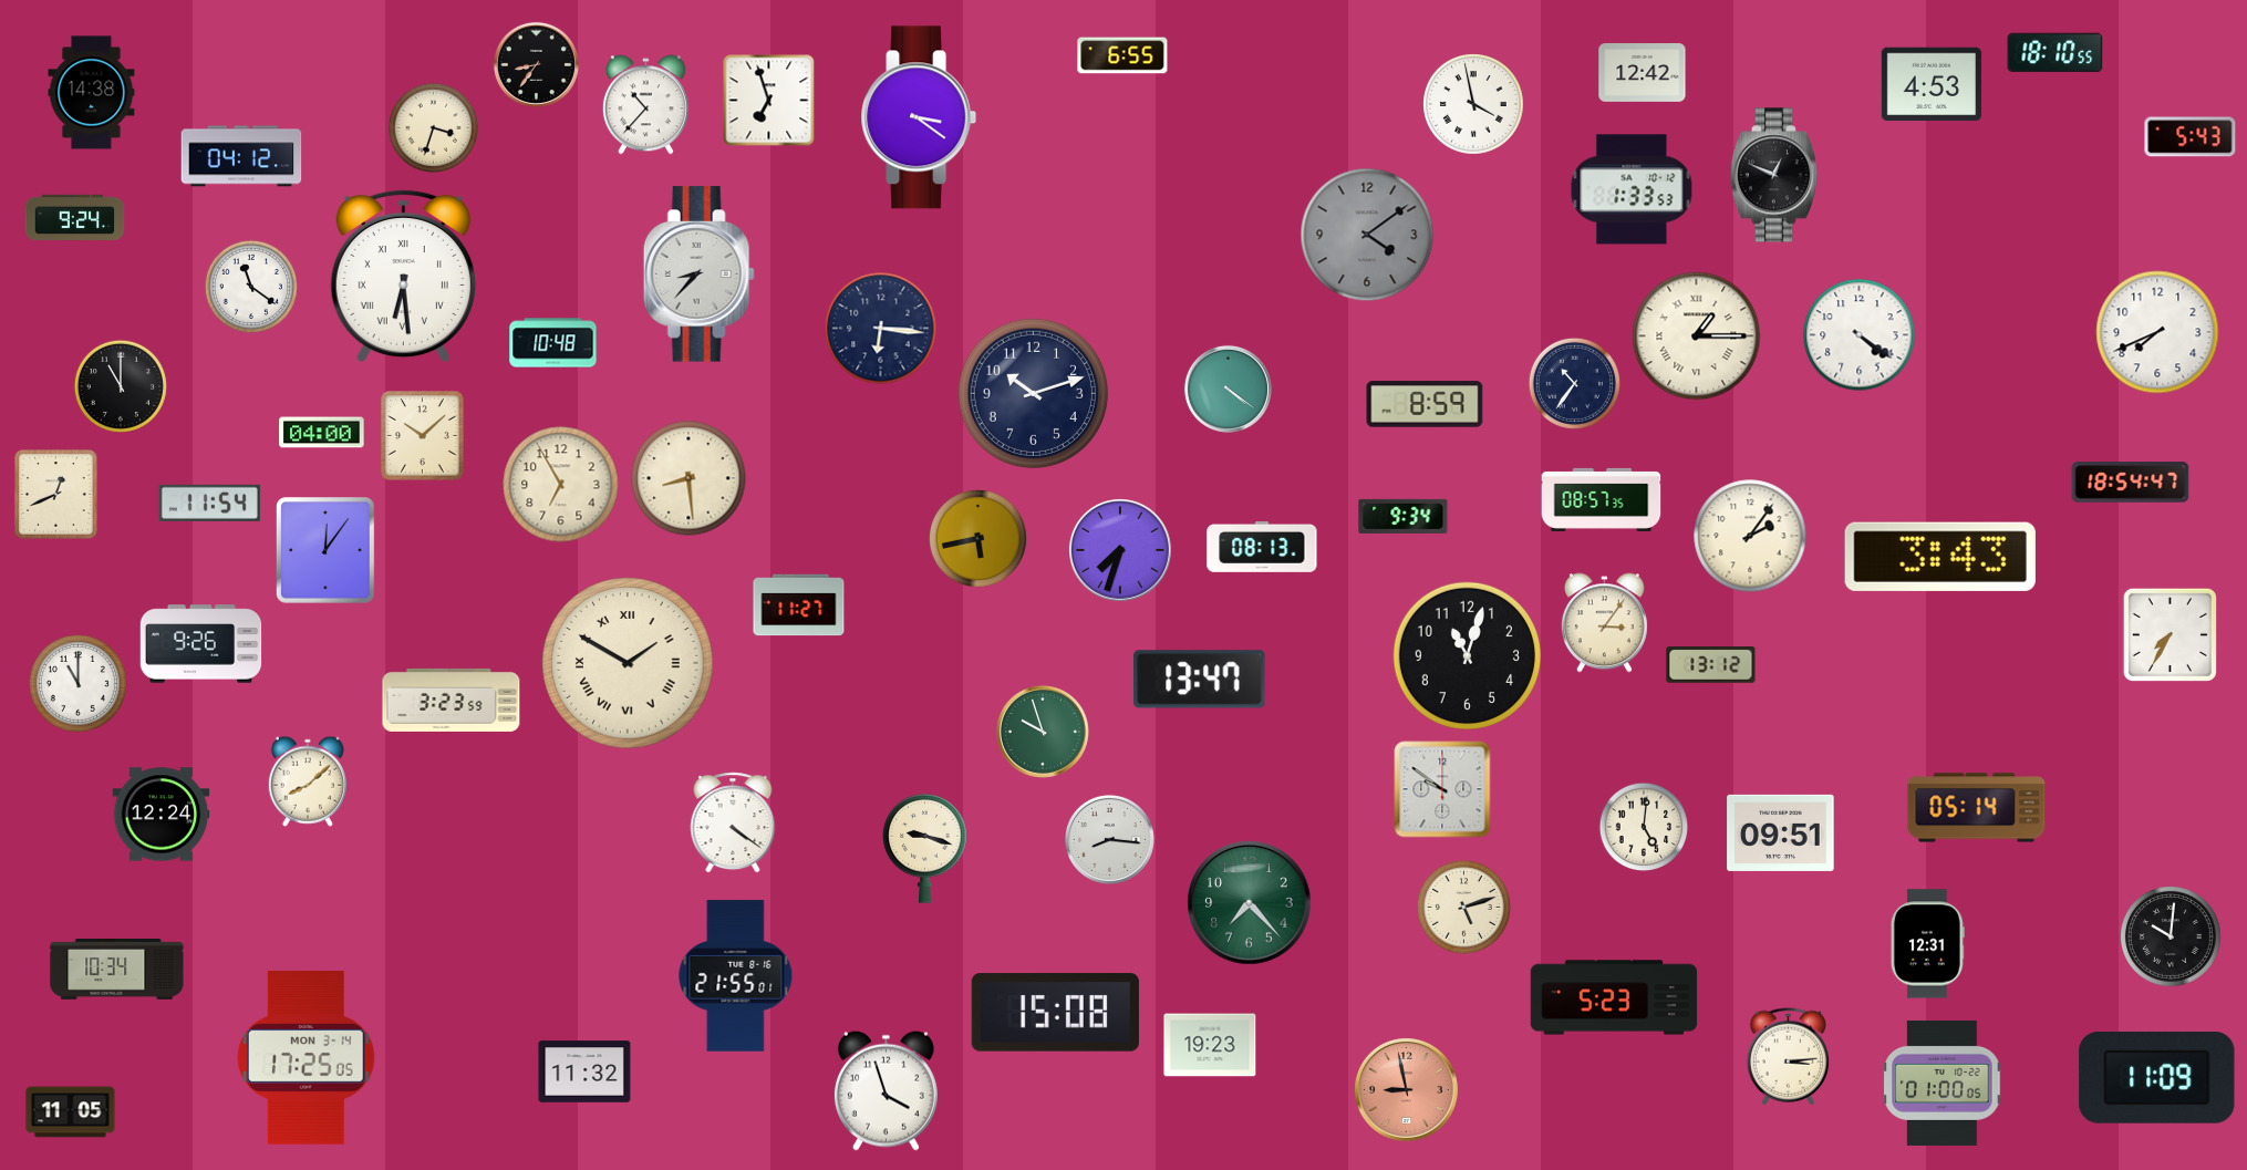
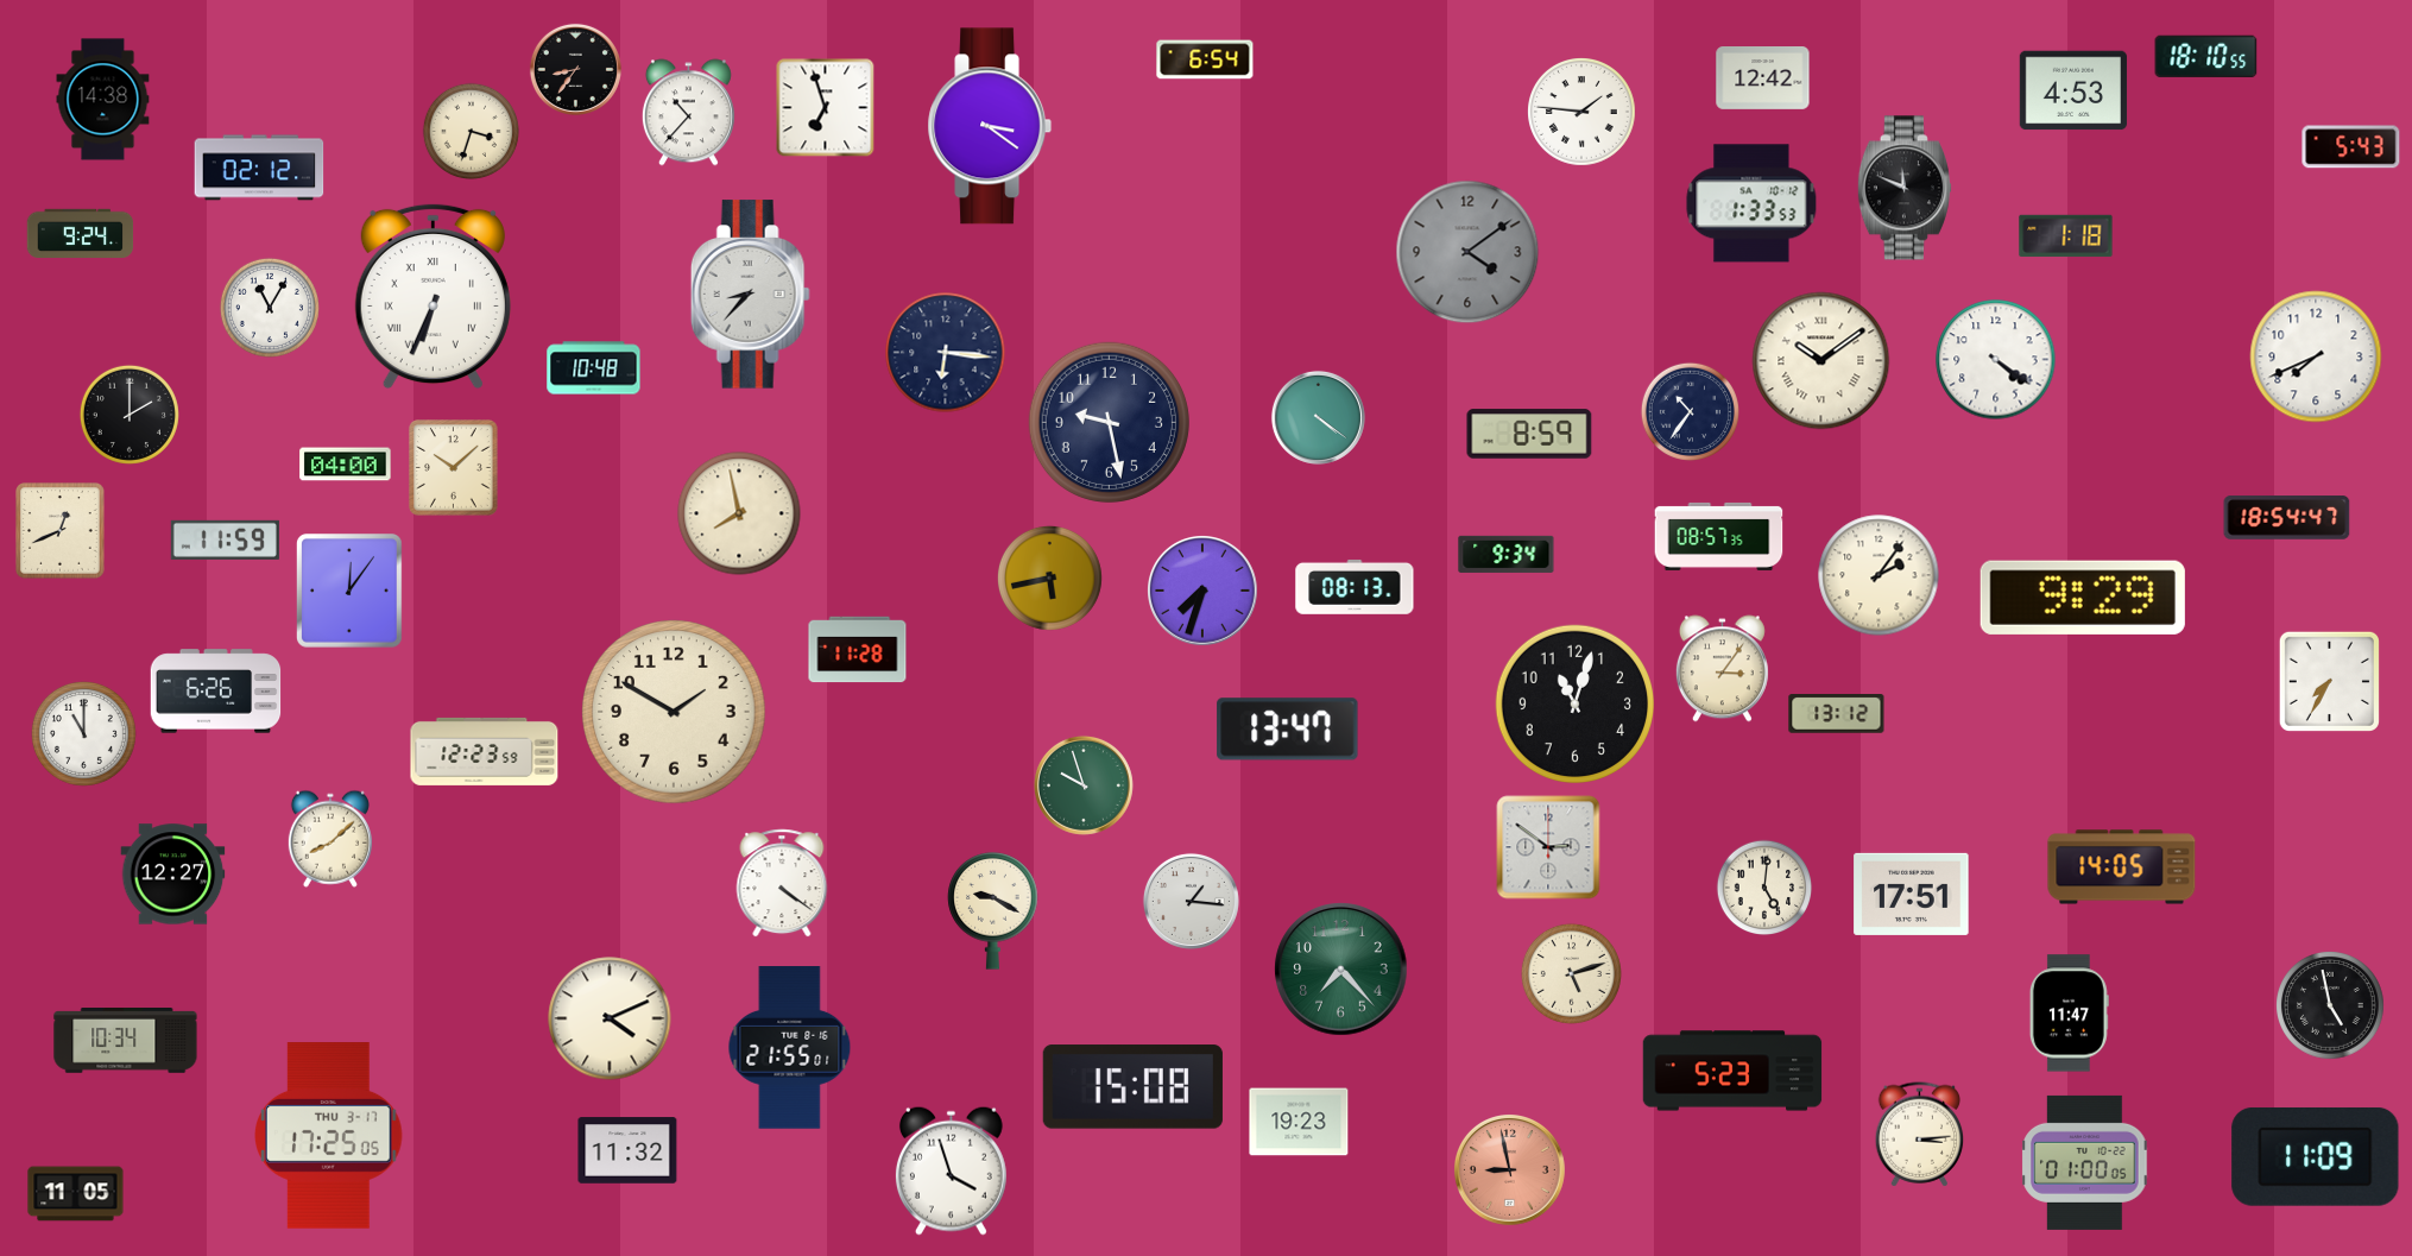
clock at (1122, 55): 6:55 -> 6:54
clock at (92, 93) position: (92, 93) -> (103, 100)
clock at (645, 105) position: (645, 105) -> (688, 113)
clock at (1474, 105): 3:58 -> 1:46
clock at (919, 117) position: (919, 117) -> (990, 126)
clock at (433, 127) position: (433, 127) -> (471, 131)
clock at (241, 156): 04:12 -> 02:12
clock at (1774, 175): 12:49 -> 11:49
clock at (2066, 236): none -> 1:18
clock at (403, 277): 6:29 -> 6:34
clock at (251, 287): 11:21 -> 11:05
clock at (1697, 336): 1:15 -> 10:09
clock at (121, 386): 11:00 -> 2:00
clock at (1033, 393): 10:12 -> 9:28
clock at (688, 478): 8:29 -> 7:58
clock at (561, 485): 6:55 -> none
clock at (209, 503): 11:54 -> 11:59
clock at (1940, 557): 3:43 -> 9:29
clock at (799, 605): 11:27 -> 11:28
clock at (201, 644): 9:26 -> 6:26
clock at (628, 663) numerals: Roman -> Arabic
clock at (452, 700): 3:23 -> 12:23
clock at (1043, 732) position: (1043, 732) -> (1084, 785)
clock at (1442, 789): 9:51 -> 2:51
clock at (1977, 808): 05:14 -> 14:05
clock at (162, 815): 12:24 -> 12:27
clock at (733, 822) position: (733, 822) -> (782, 883)
clock at (1781, 832): 09:51 -> 17:51
clock at (1109, 839): 8:16 -> 1:16
clock at (925, 849): 9:18 -> 9:20
clock at (2172, 938): 10:01 -> 4:58
clock at (1927, 944): 12:31 -> 11:47
clock at (610, 1018): none -> 4:11
clock at (307, 1058) date: MON 3-14 -> THU 3-17
